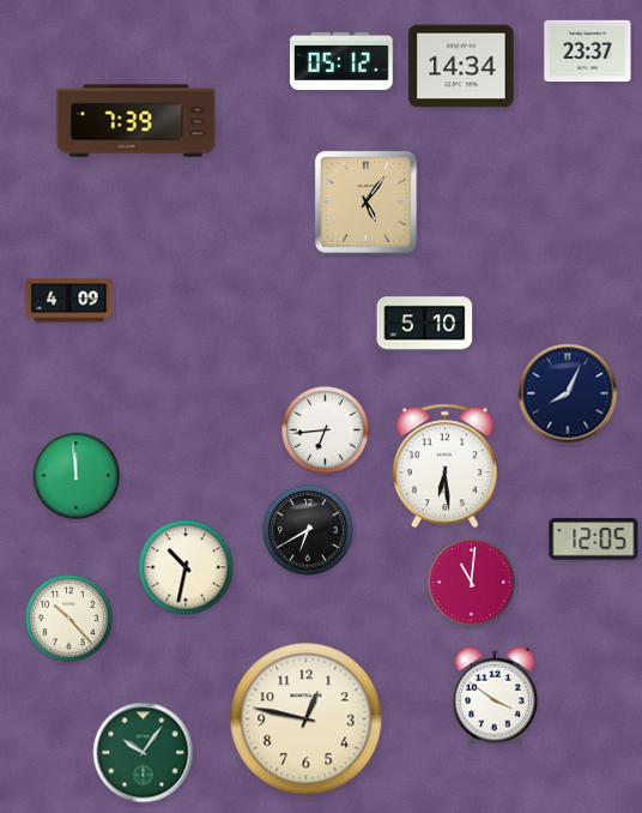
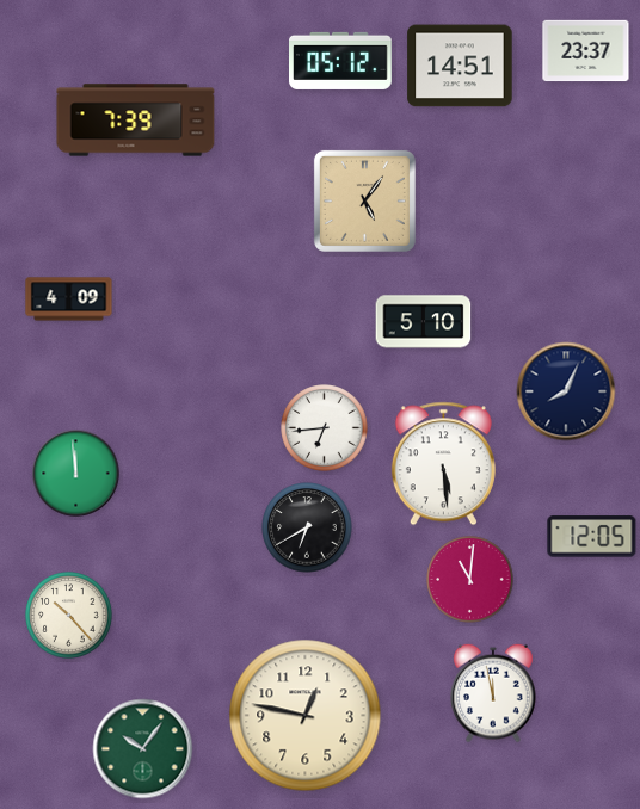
clock at (461, 66): 14:34 -> 14:51
clock at (444, 466): 6:29 -> 5:29
clock at (186, 567): 10:32 -> none
clock at (495, 697): 3:51 -> 11:58
